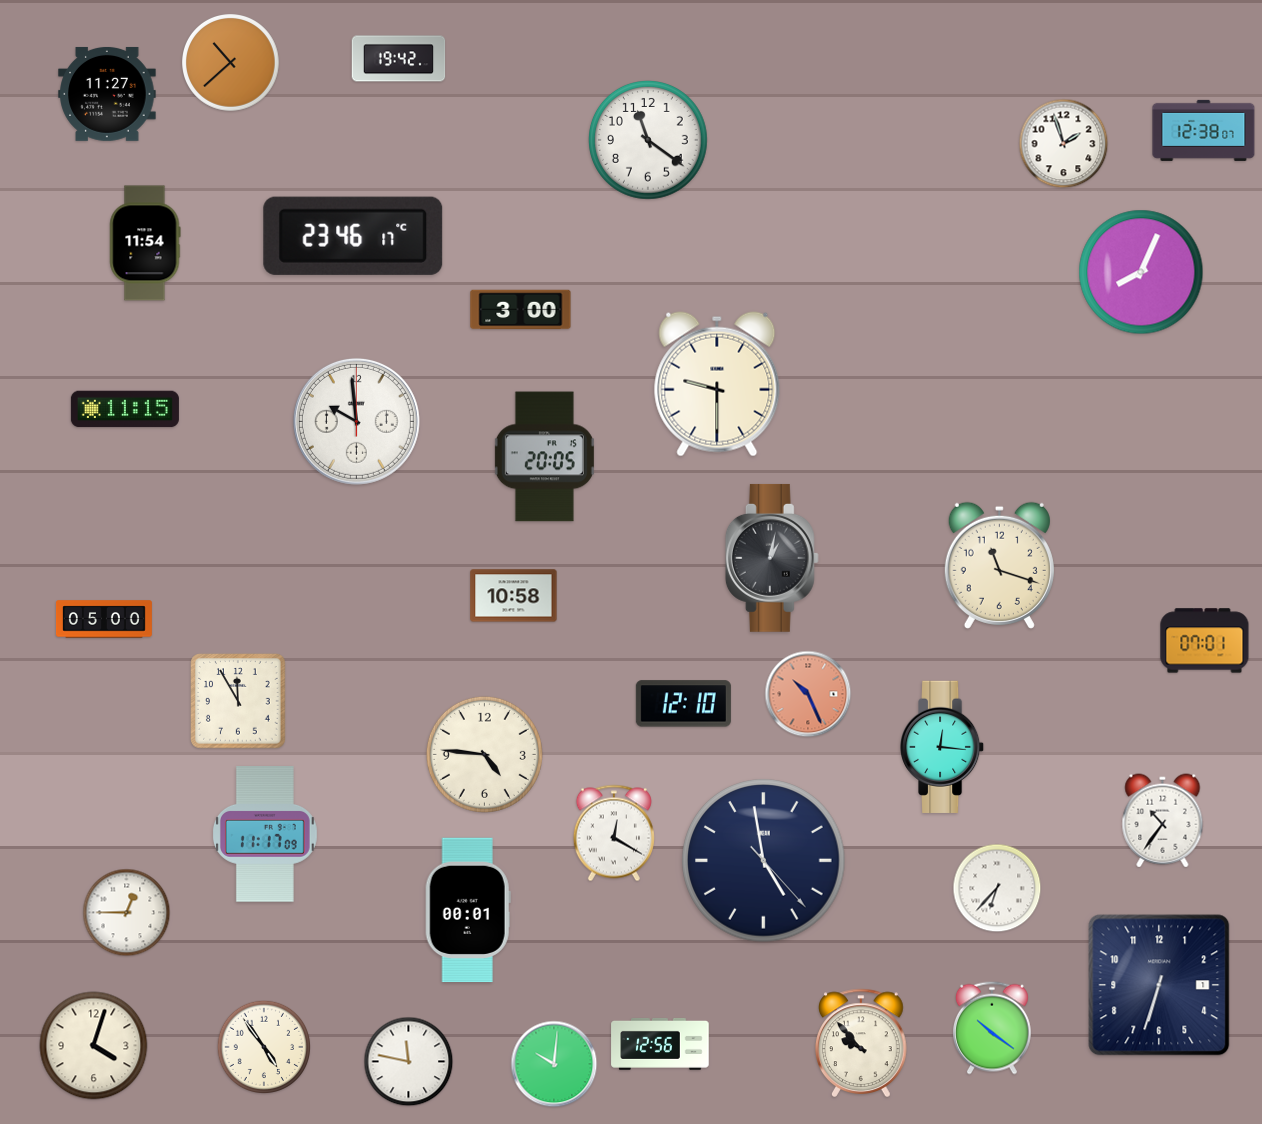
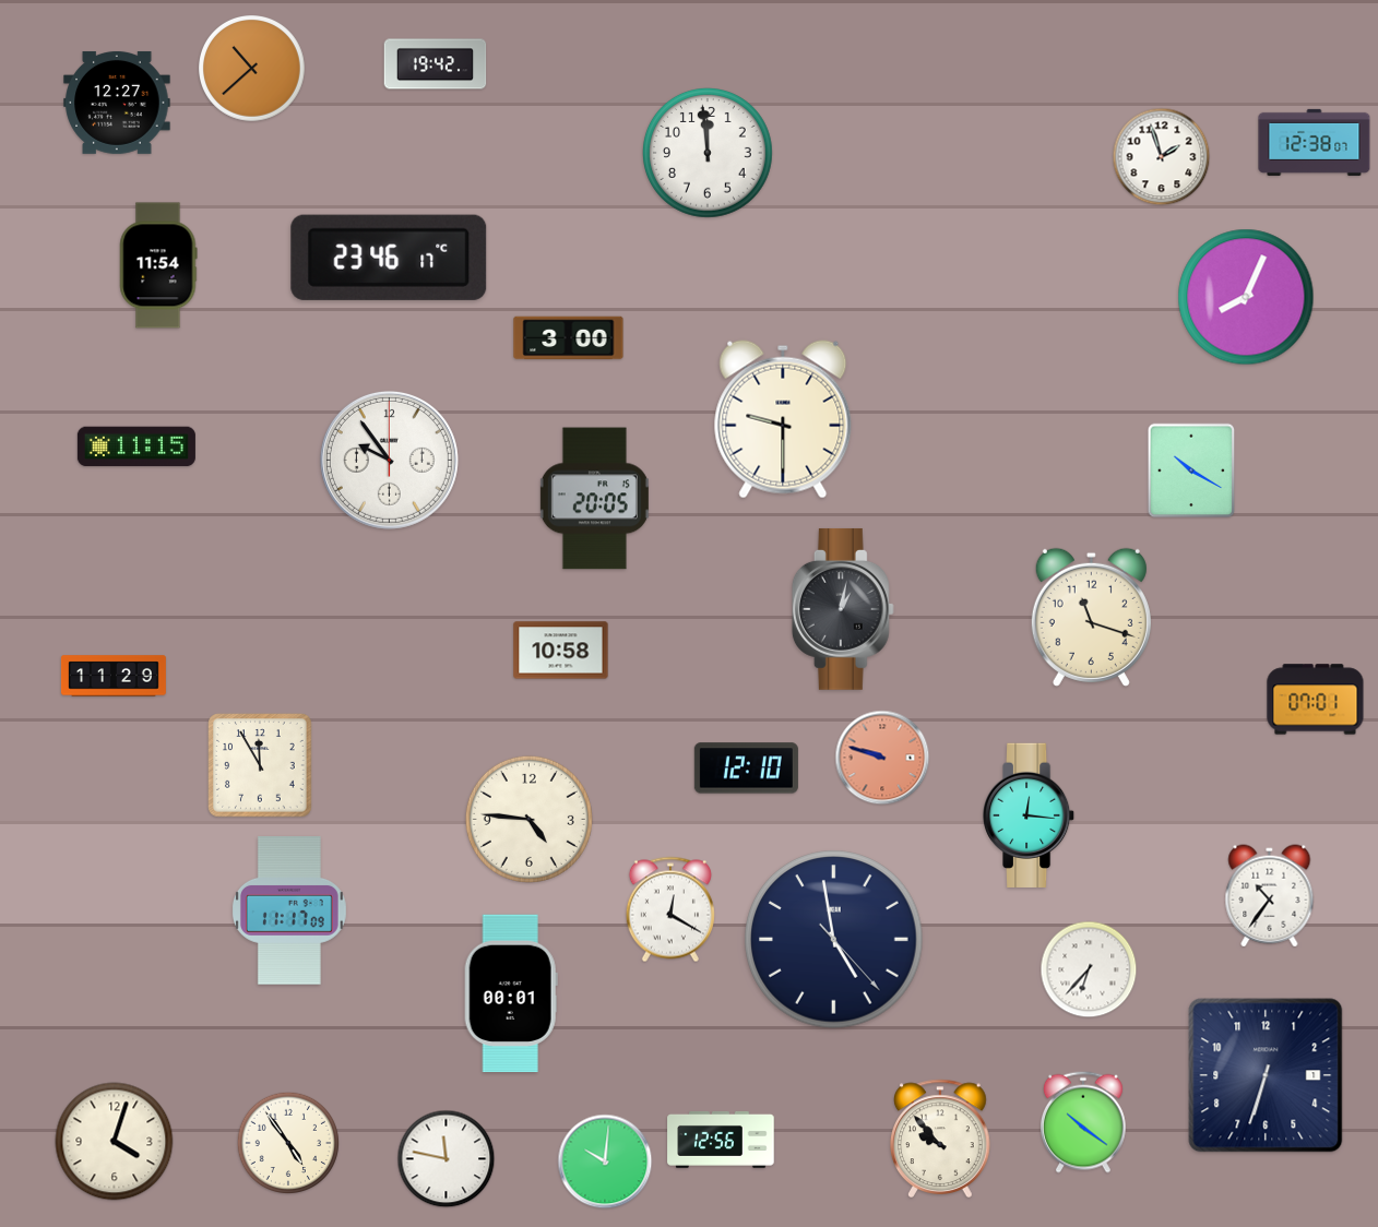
clock at (107, 94): 11:27 -> 12:27
clock at (649, 141): 11:21 -> 11:59
clock at (353, 236) position: (353, 236) -> (389, 258)
clock at (356, 421): 9:59 -> 9:54
clock at (1191, 470): none -> 10:20
clock at (104, 619): 05:00 -> 11:29
clock at (808, 694): 10:26 -> 9:48
clock at (484, 754) position: (484, 754) -> (528, 819)
clock at (127, 913): 12:45 -> none
clock at (94, 1046) position: (94, 1046) -> (115, 1142)
